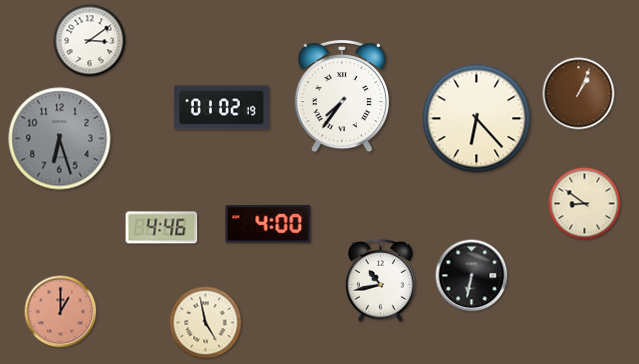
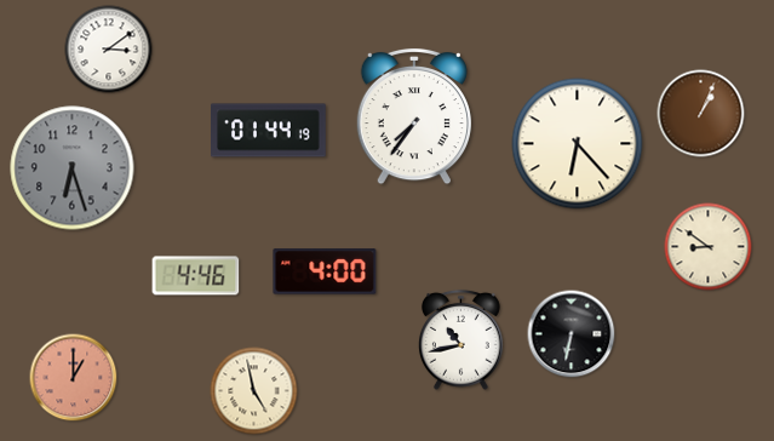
clock at (222, 108): 01:02 -> 01:44
clock at (206, 323) position: (206, 323) -> (254, 391)
